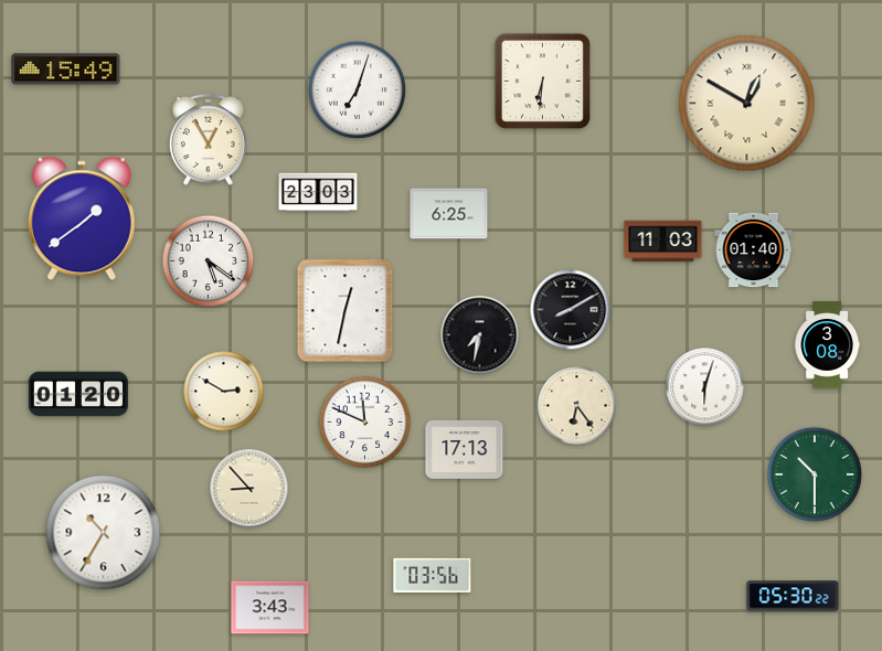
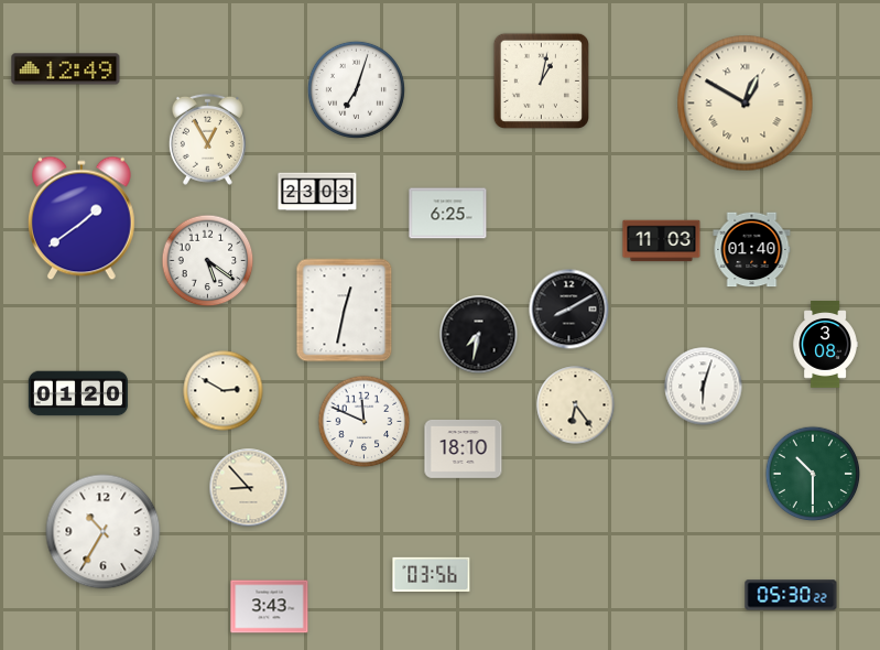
clock at (66, 70): 15:49 -> 12:49
clock at (542, 81): 6:31 -> 1:02
clock at (465, 450): 17:13 -> 18:10
